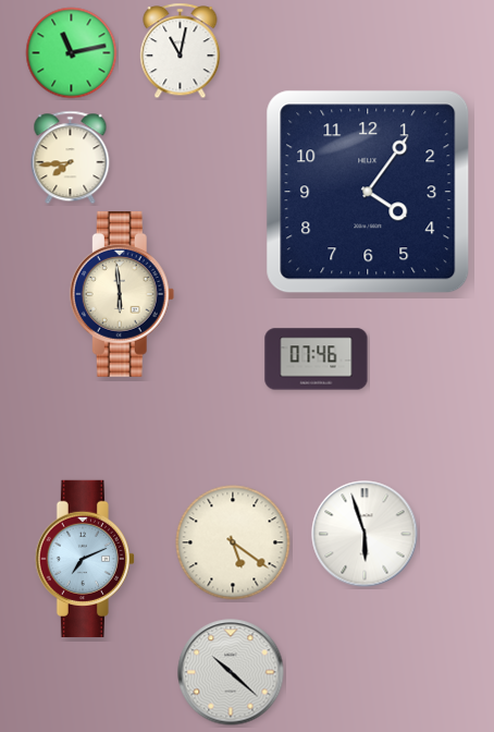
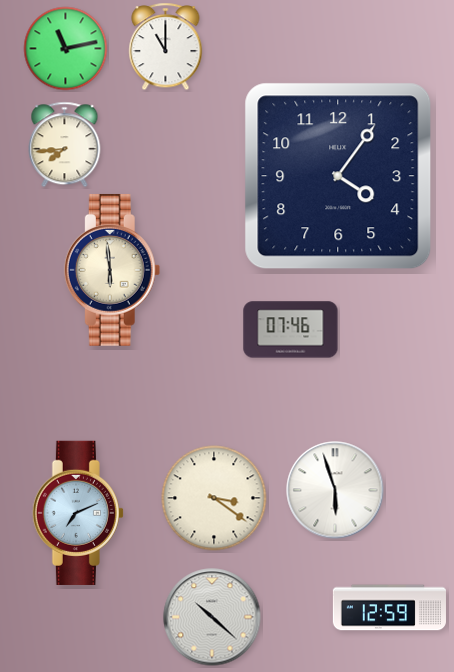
clock at (181, 51): 11:02 -> 11:00
clock at (233, 542): 5:21 -> 3:21
clock at (389, 608): none -> 12:59
